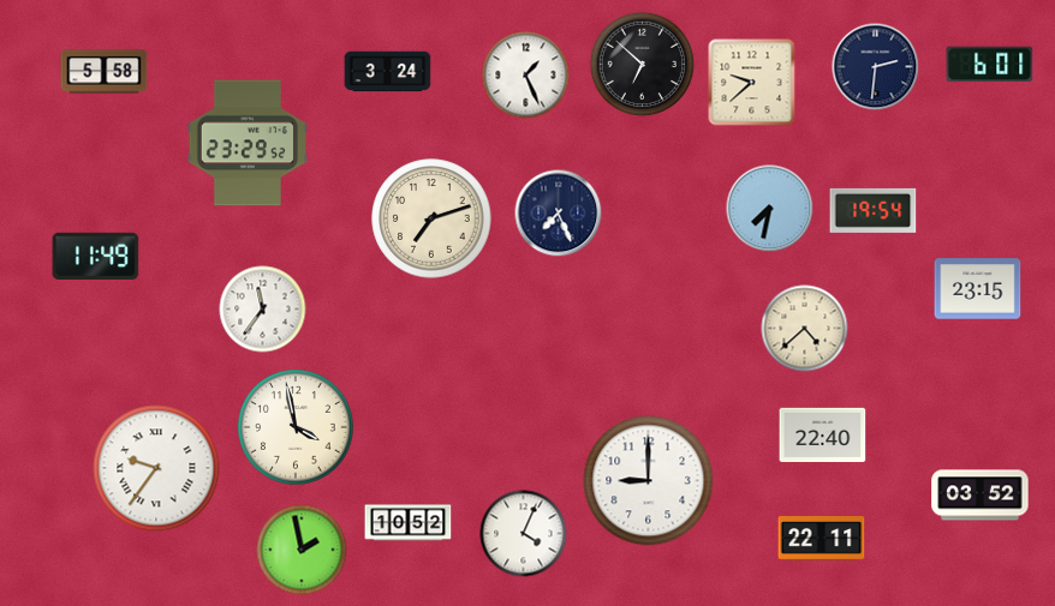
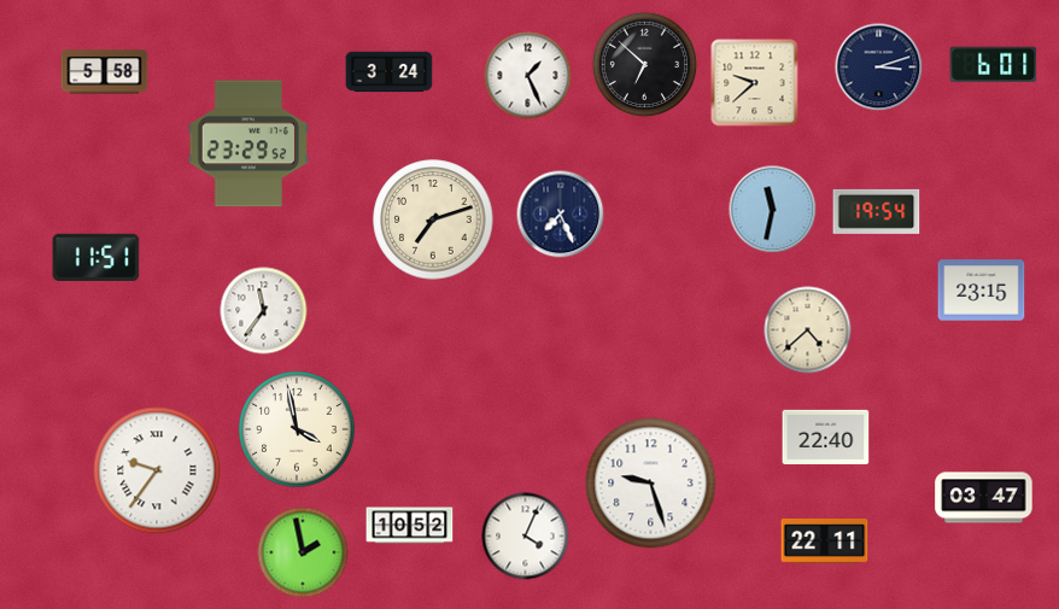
clock at (876, 67): 2:31 -> 3:12
clock at (770, 209): 7:32 -> 11:32
clock at (96, 256): 11:49 -> 11:51
clock at (649, 481): 9:00 -> 9:27
clock at (981, 496): 03:52 -> 03:47
